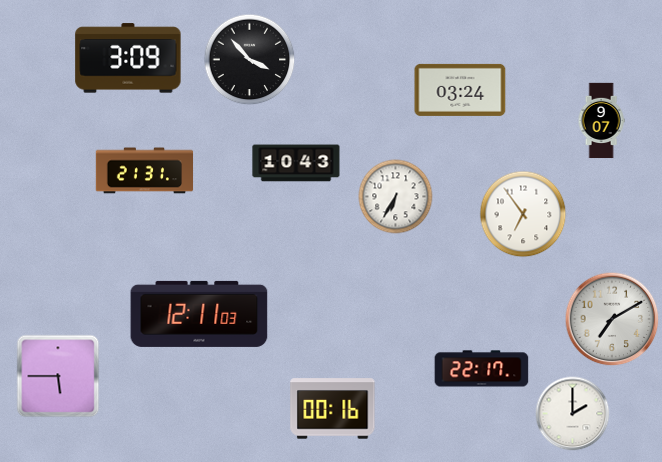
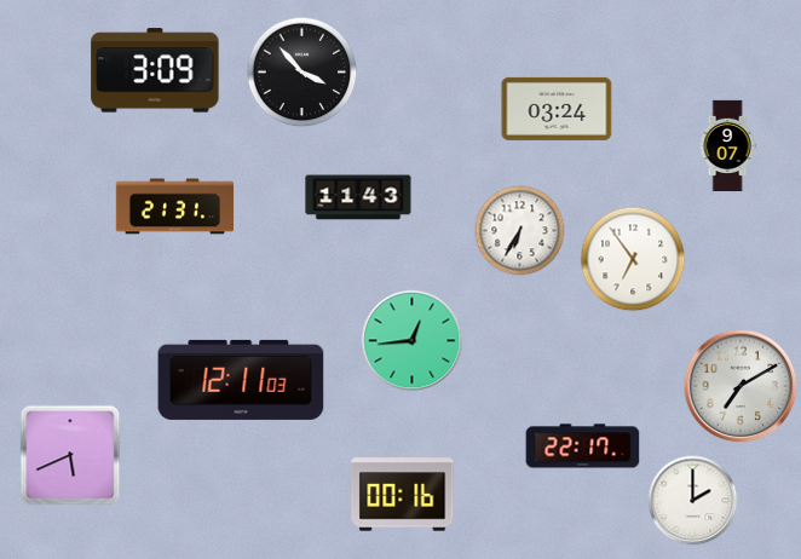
clock at (296, 163): 10:43 -> 11:43
clock at (396, 197) position: (396, 197) -> (520, 231)
clock at (413, 341): none -> 12:44
clock at (58, 376): 5:45 -> 5:41
